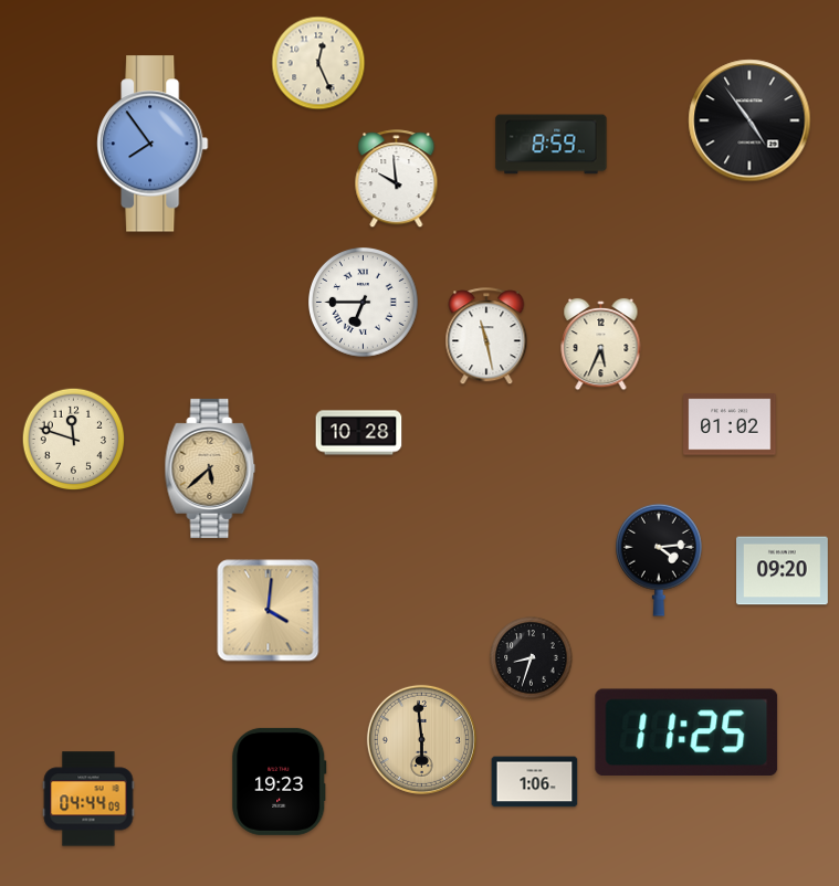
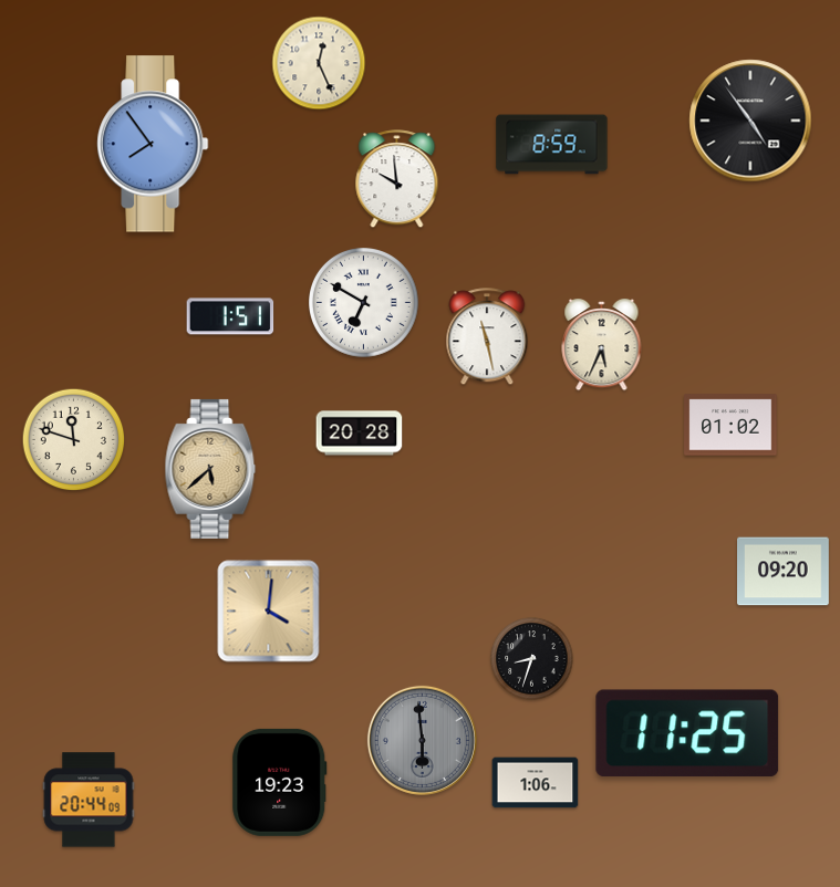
clock at (364, 303): 6:45 -> 6:50
clock at (230, 316): none -> 1:51
clock at (359, 433): 10:28 -> 20:28
clock at (659, 560): 4:14 -> none
clock at (421, 739) dial: champagne -> grey
clock at (88, 799): 04:44 -> 20:44
